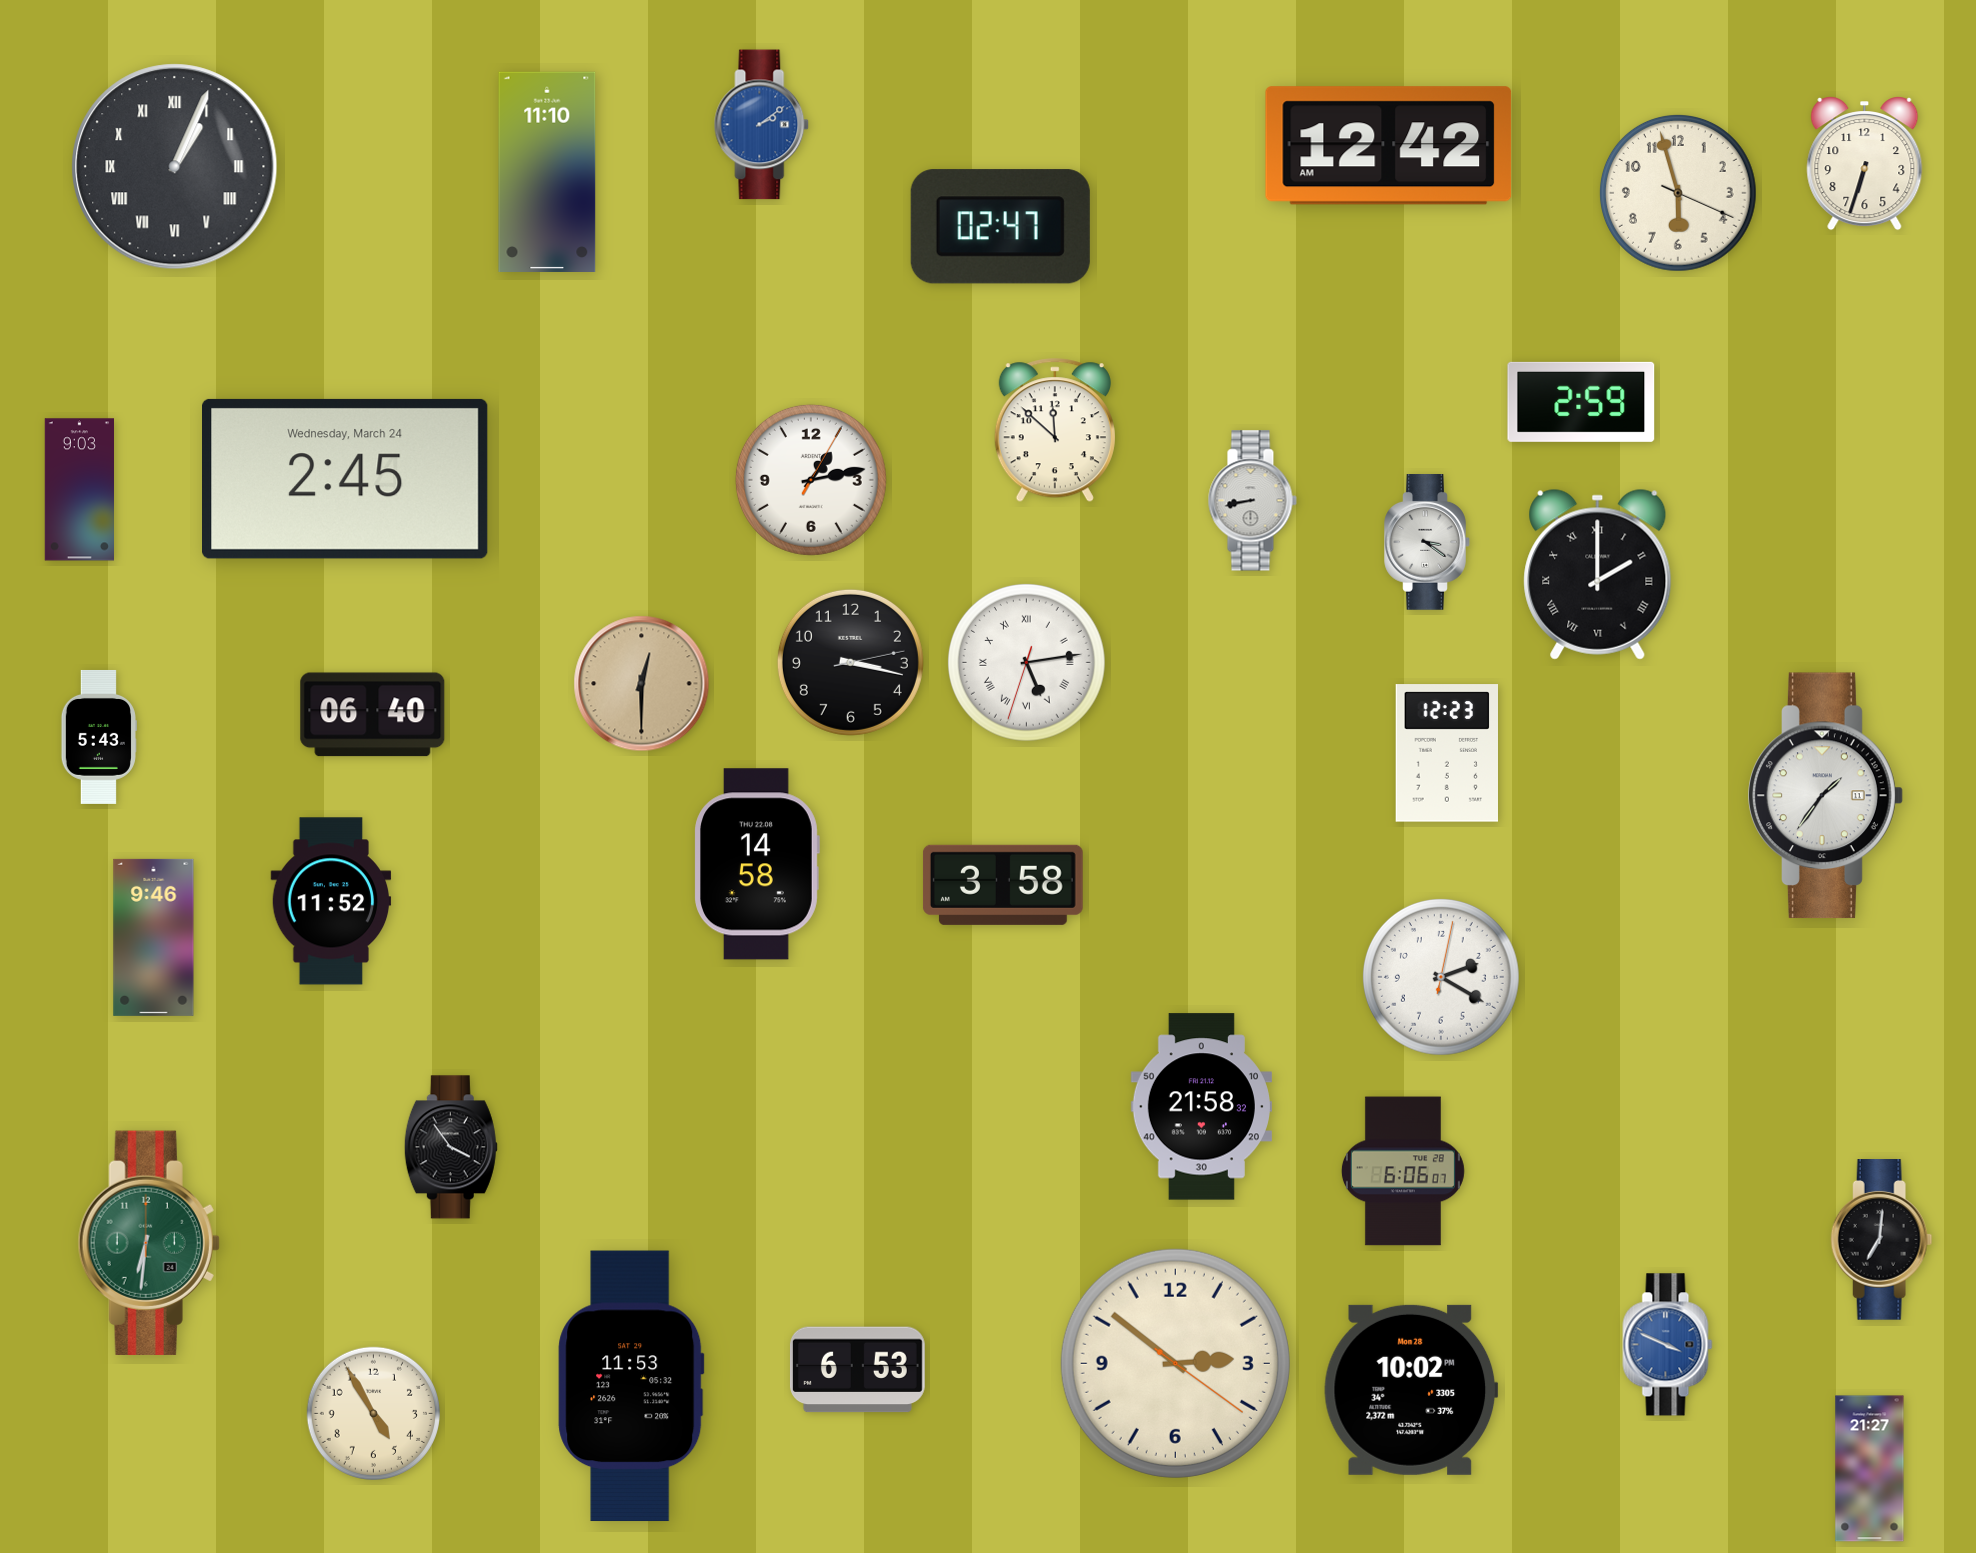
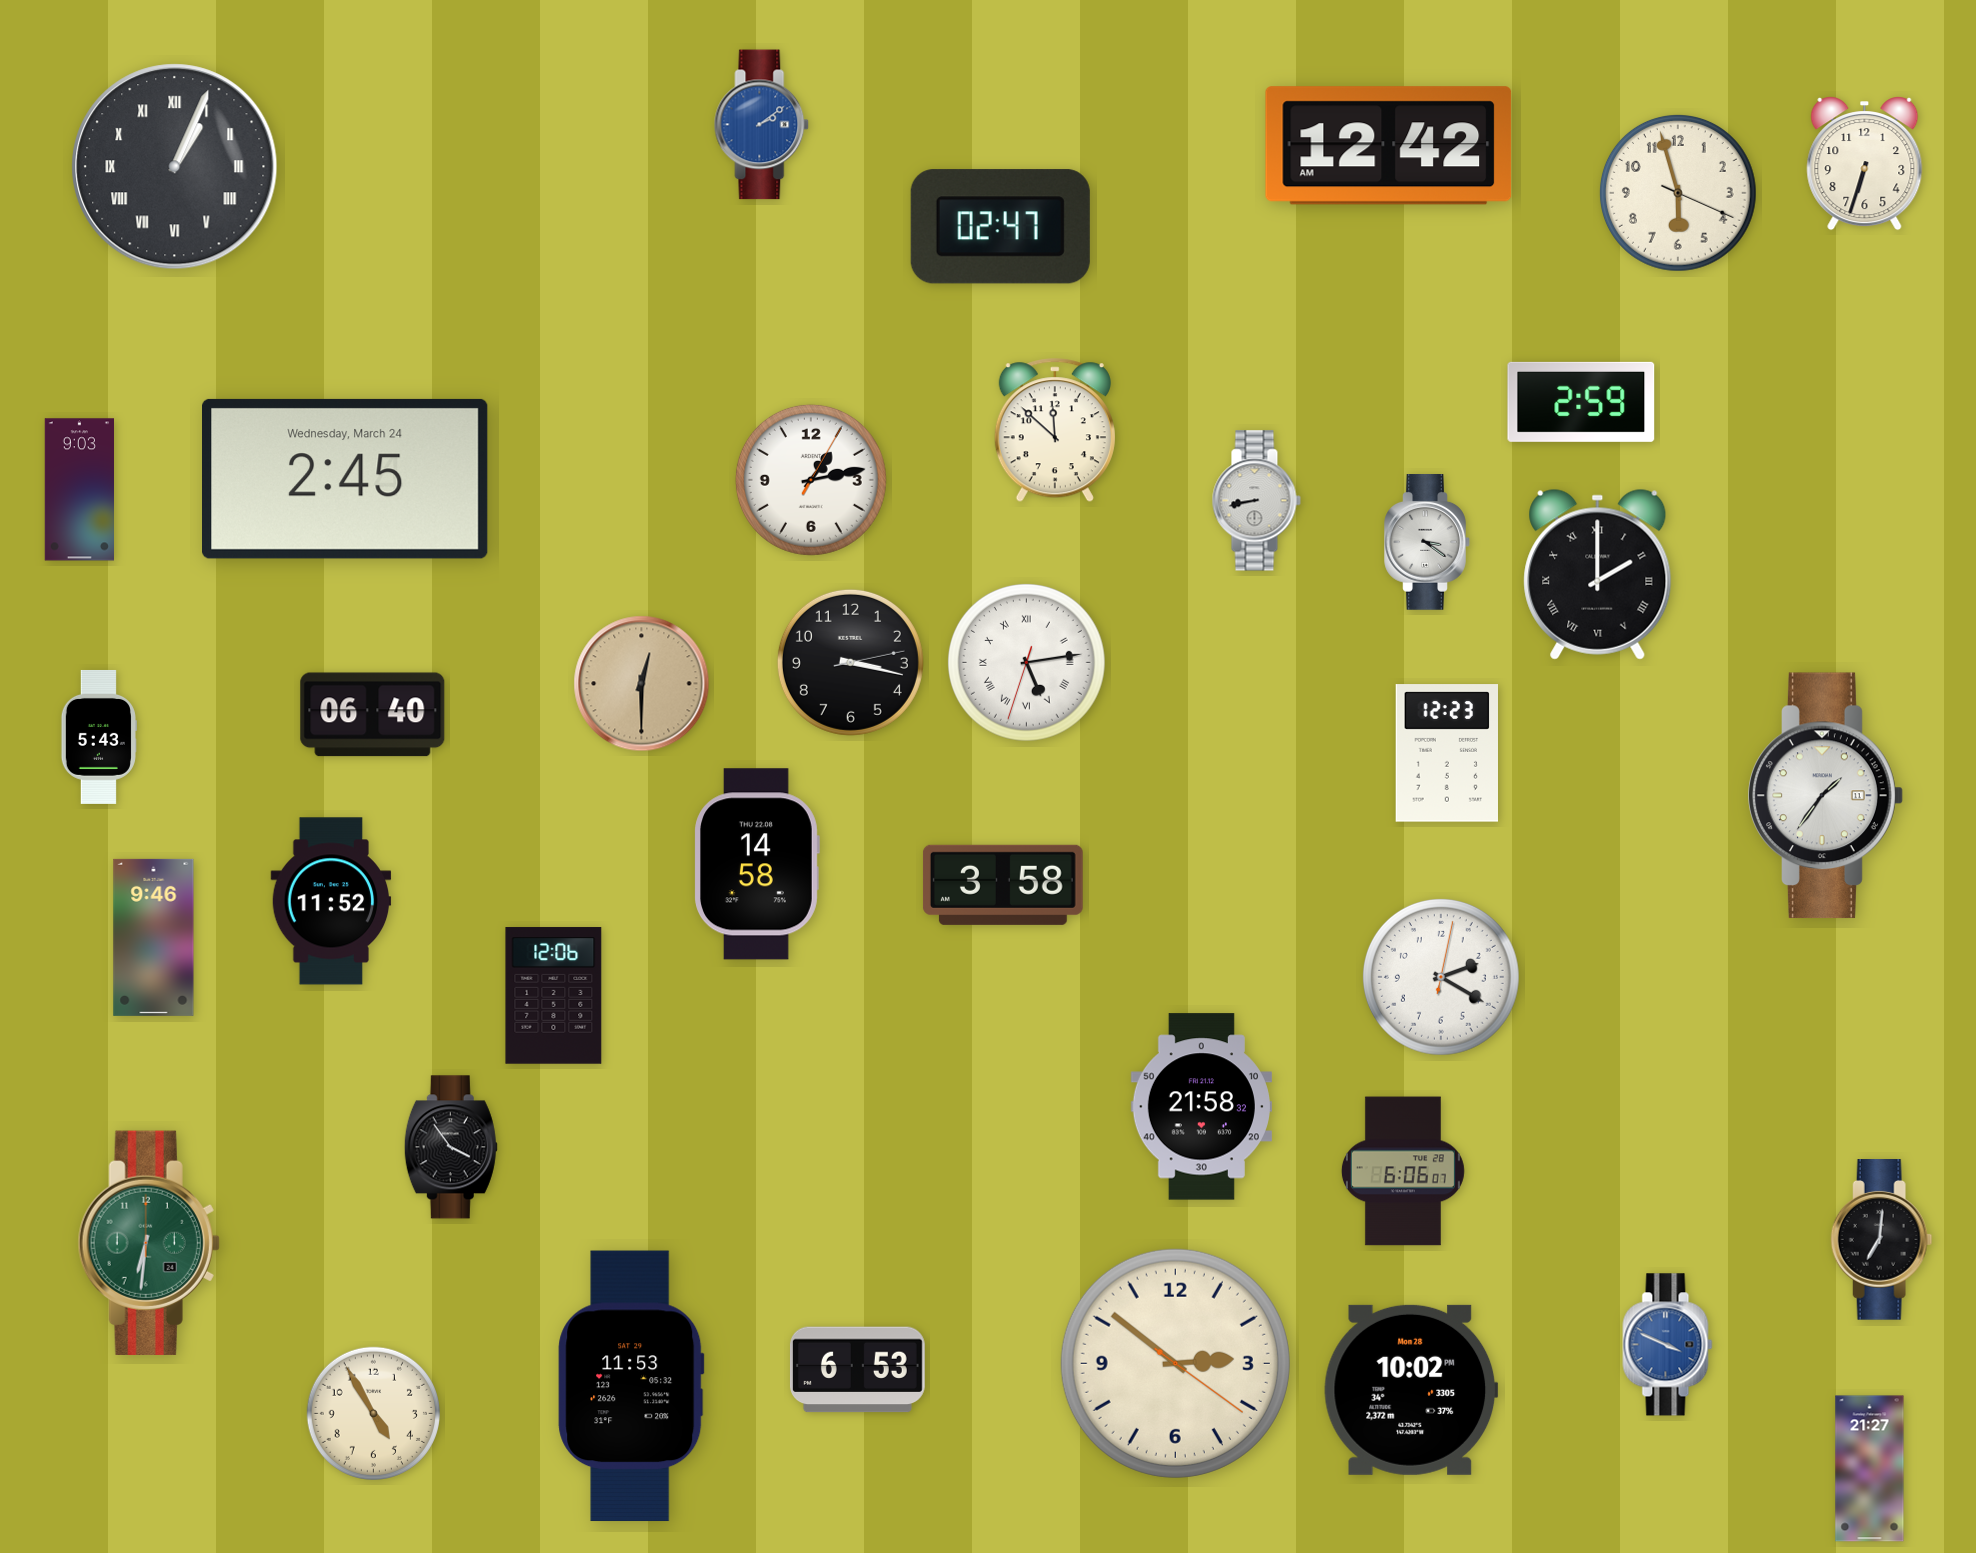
clock at (547, 171): 11:10 -> none
clock at (1252, 501) position: (1252, 501) -> (1256, 501)
clock at (554, 996): none -> 12:06
